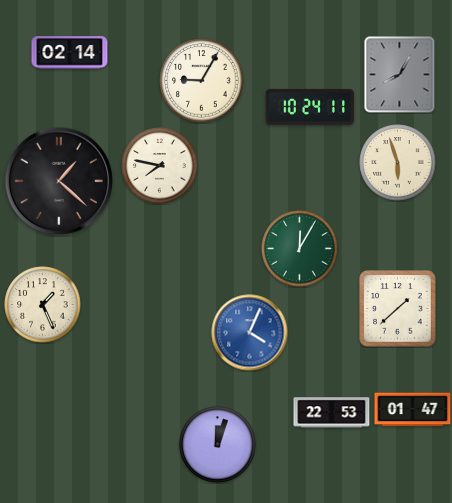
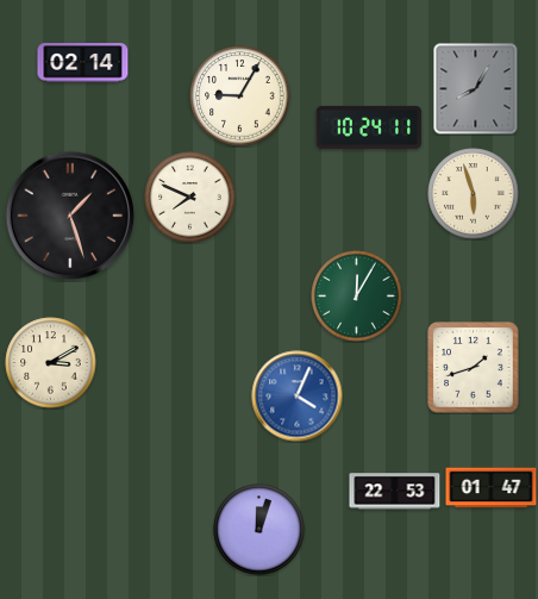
clock at (160, 166): 7:47 -> 7:49
clock at (58, 180): 1:22 -> 1:27
clock at (43, 305): 1:26 -> 3:10
clock at (398, 309): 1:38 -> 1:42
